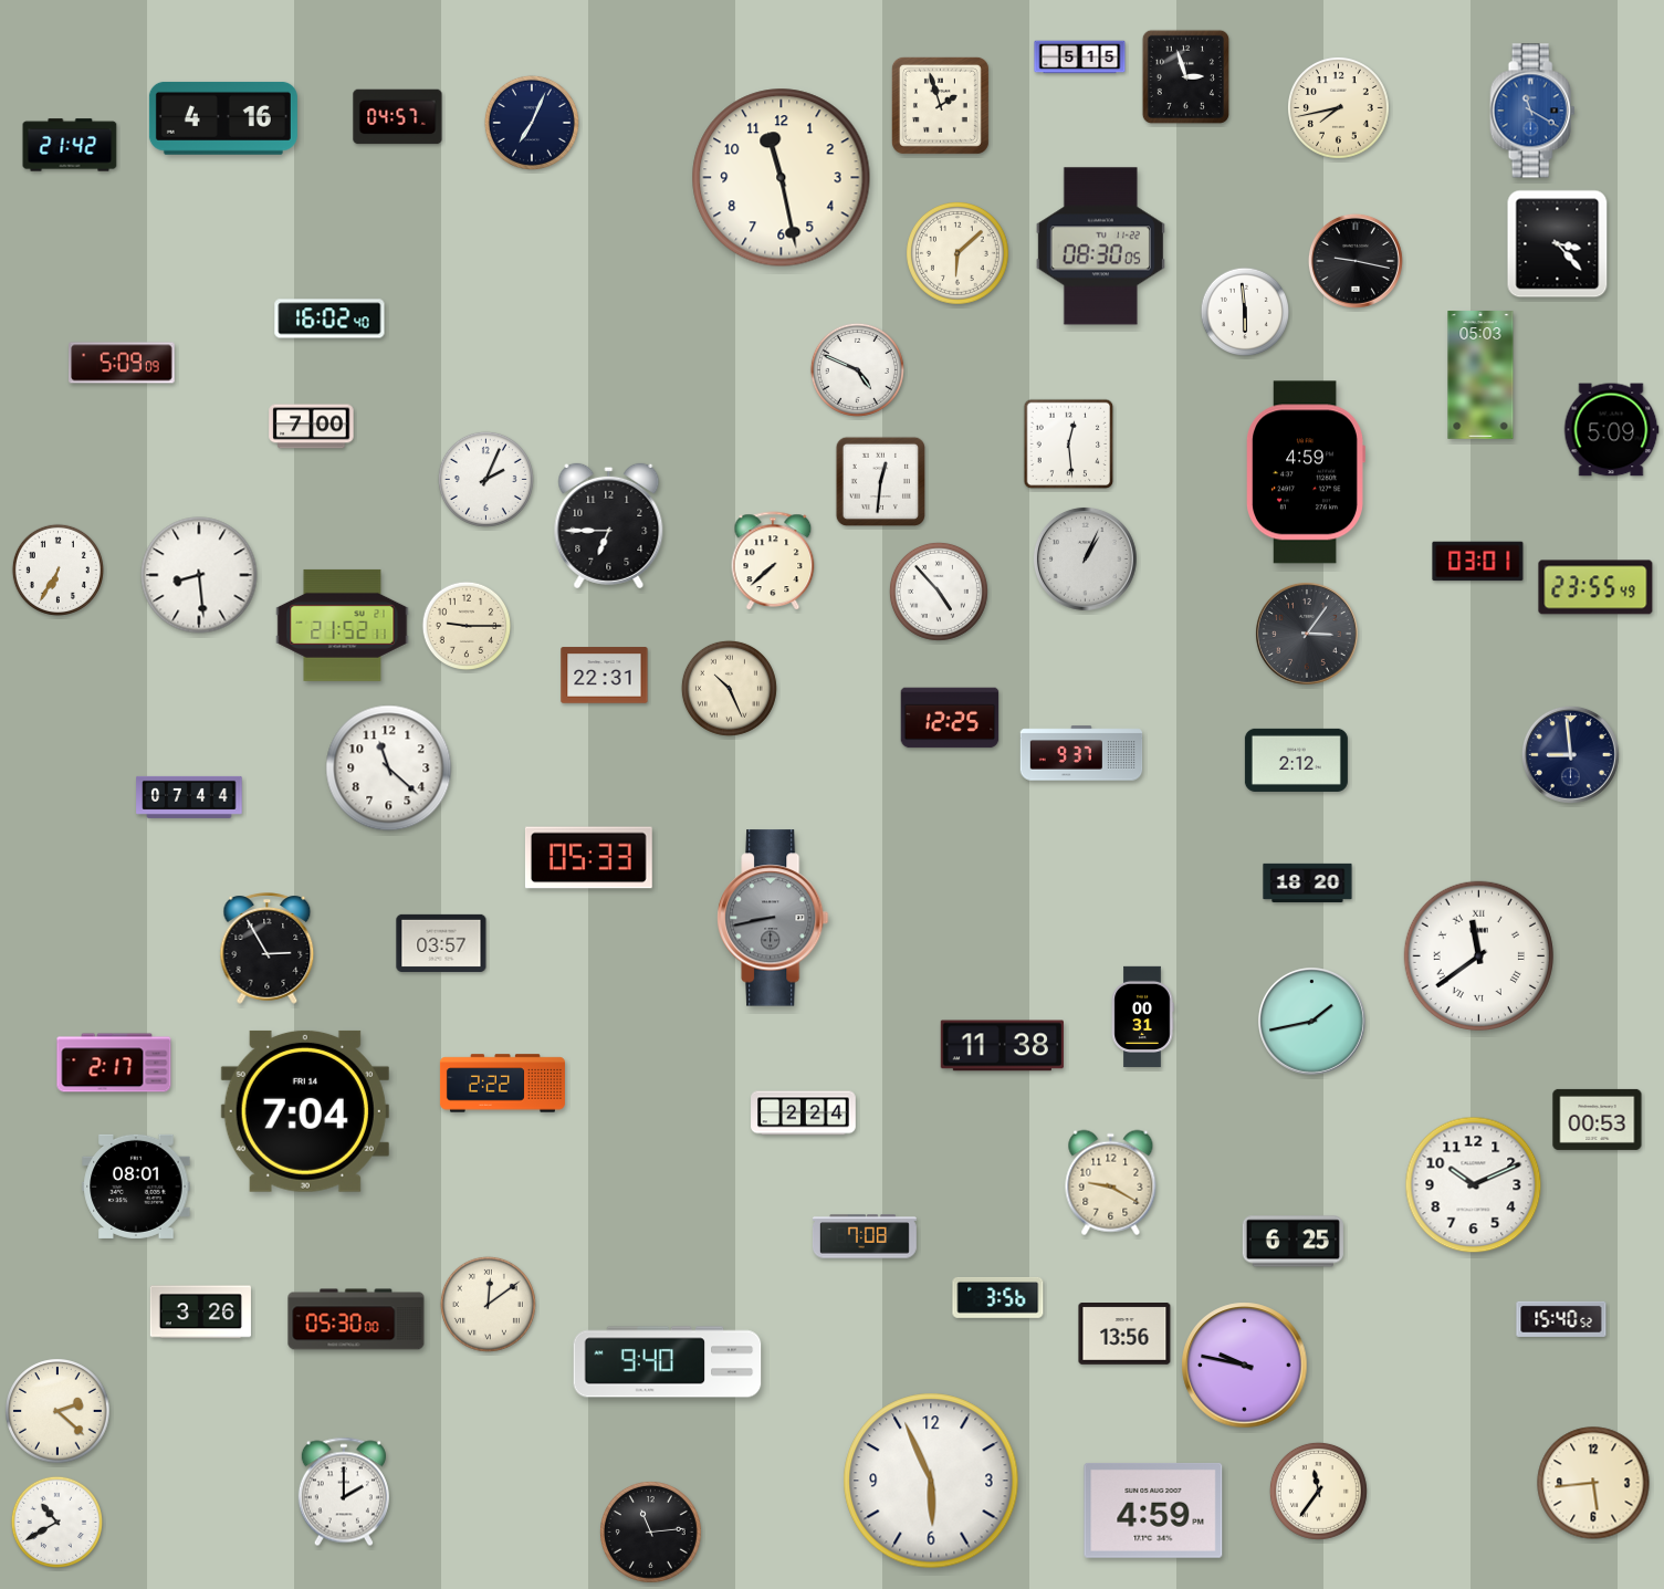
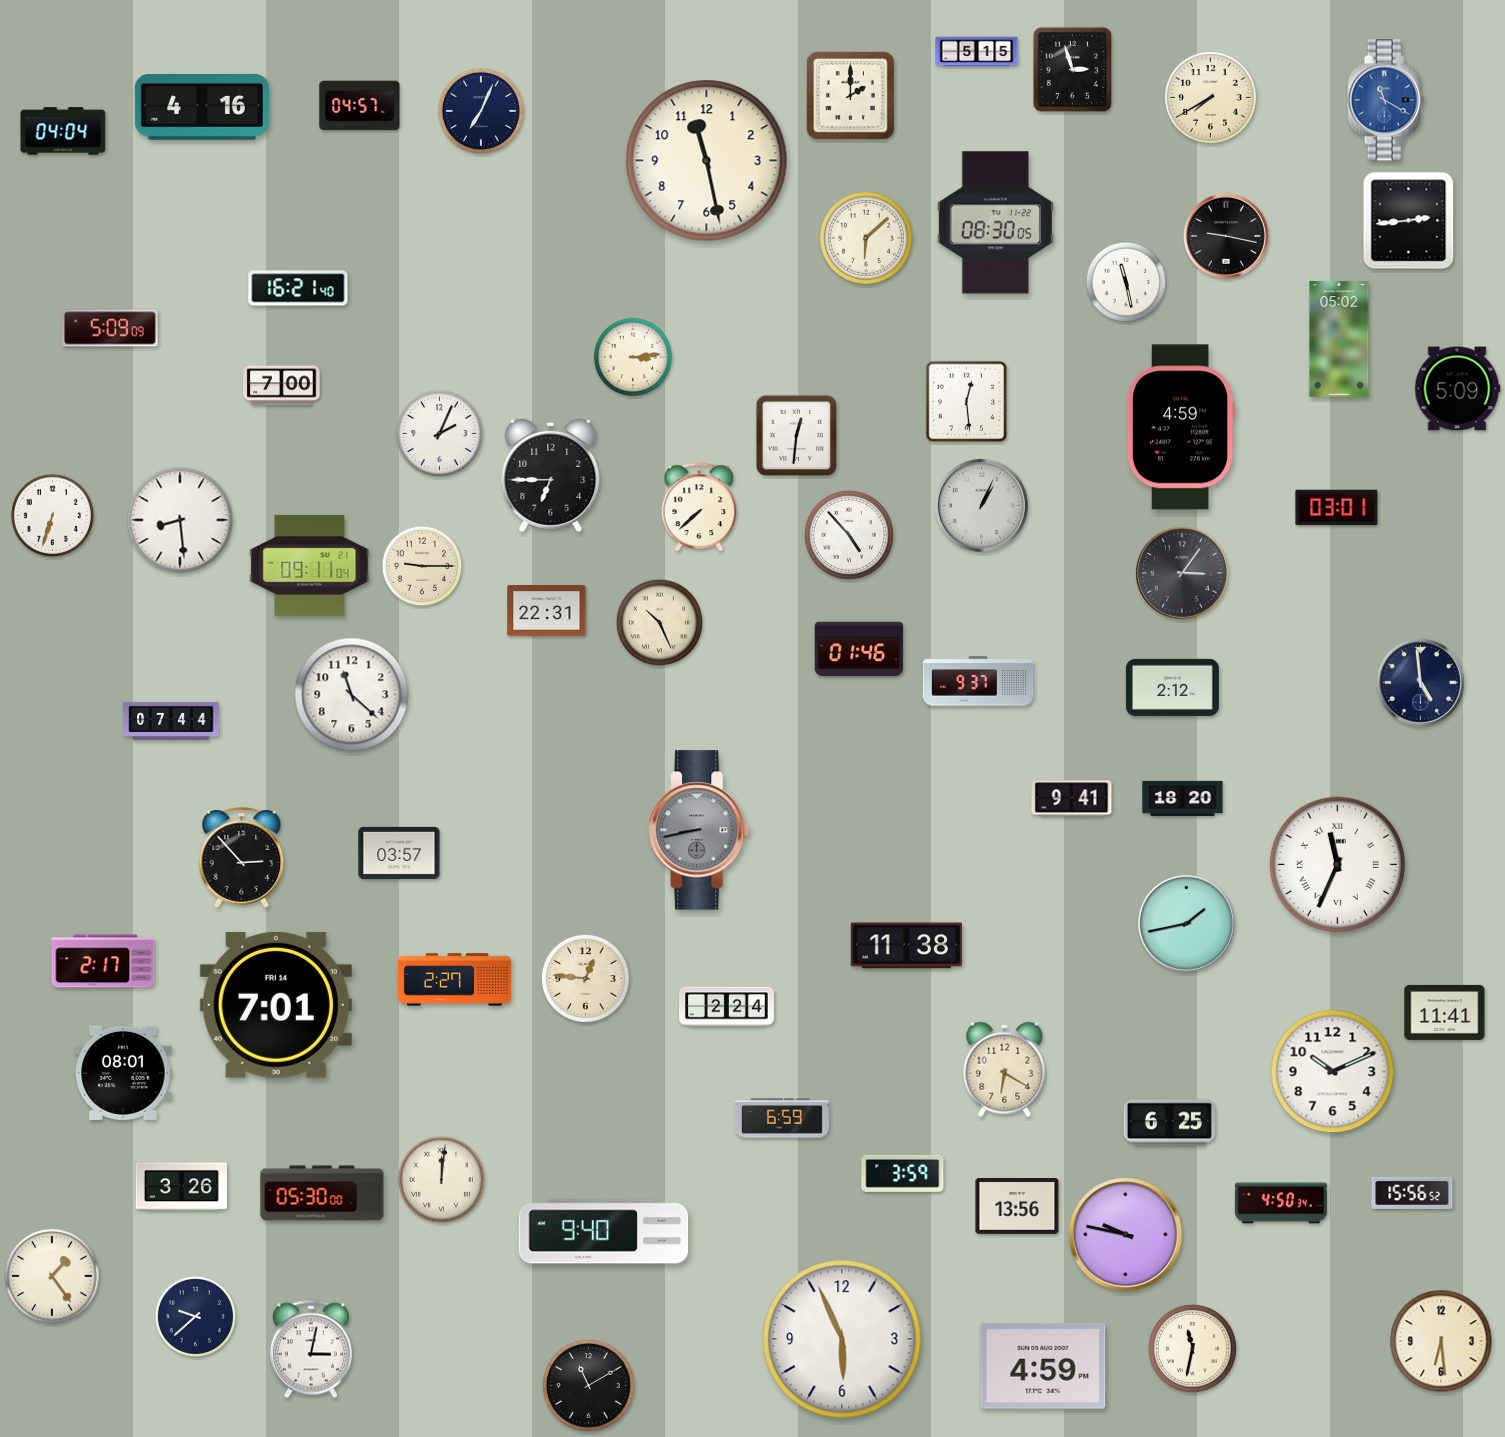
clock at (940, 105): 1:57 -> 2:00
clock at (1339, 108): 7:43 -> 7:40
clock at (70, 145): 21:42 -> 04:04
clock at (1558, 244): 3:23 -> 2:44
clock at (957, 253) position: (957, 253) -> (866, 238)
clock at (1245, 312): 5:59 -> 11:28
clock at (329, 318): 16:02 -> 16:21
clock at (857, 369): 4:49 -> none
clock at (1480, 375): 05:03 -> 05:02
clock at (633, 357): none -> 3:14
clock at (57, 569): 6:35 -> 6:33
clock at (1595, 587): 23:55 -> none
clock at (343, 625): 21:52 -> 09:11
clock at (950, 718): 12:25 -> 01:46
clock at (1570, 754): 8:59 -> 4:59
clock at (588, 858): 05:33 -> none
clock at (1072, 799): none -> 9:41
clock at (268, 949): 2:55 -> 2:53
clock at (1478, 955): 11:39 -> 11:34
clock at (1142, 1016): 00:31 -> none
clock at (585, 978): none -> 12:46
clock at (502, 1084): 2:22 -> 2:27
clock at (305, 1111): 7:04 -> 7:01
clock at (1598, 1119): 00:53 -> 11:41
clock at (1111, 1183): 9:20 -> 6:20
clock at (865, 1236): 7:08 -> 6:59
clock at (998, 1297): 3:56 -> 3:59
clock at (488, 1304): 12:09 -> 12:01
clock at (1561, 1319): 15:40 -> 15:56
clock at (1281, 1203): none -> 4:50
clock at (57, 1411): 2:22 -> 1:24
clock at (195, 1316): none -> 9:38
clock at (1593, 1483): 5:44 -> 6:29
clock at (1318, 1491): 11:36 -> 11:32
clock at (344, 1492): 2:00 -> 3:02
clock at (56, 1522): 10:40 -> none
clock at (651, 1533): 11:14 -> 11:10
